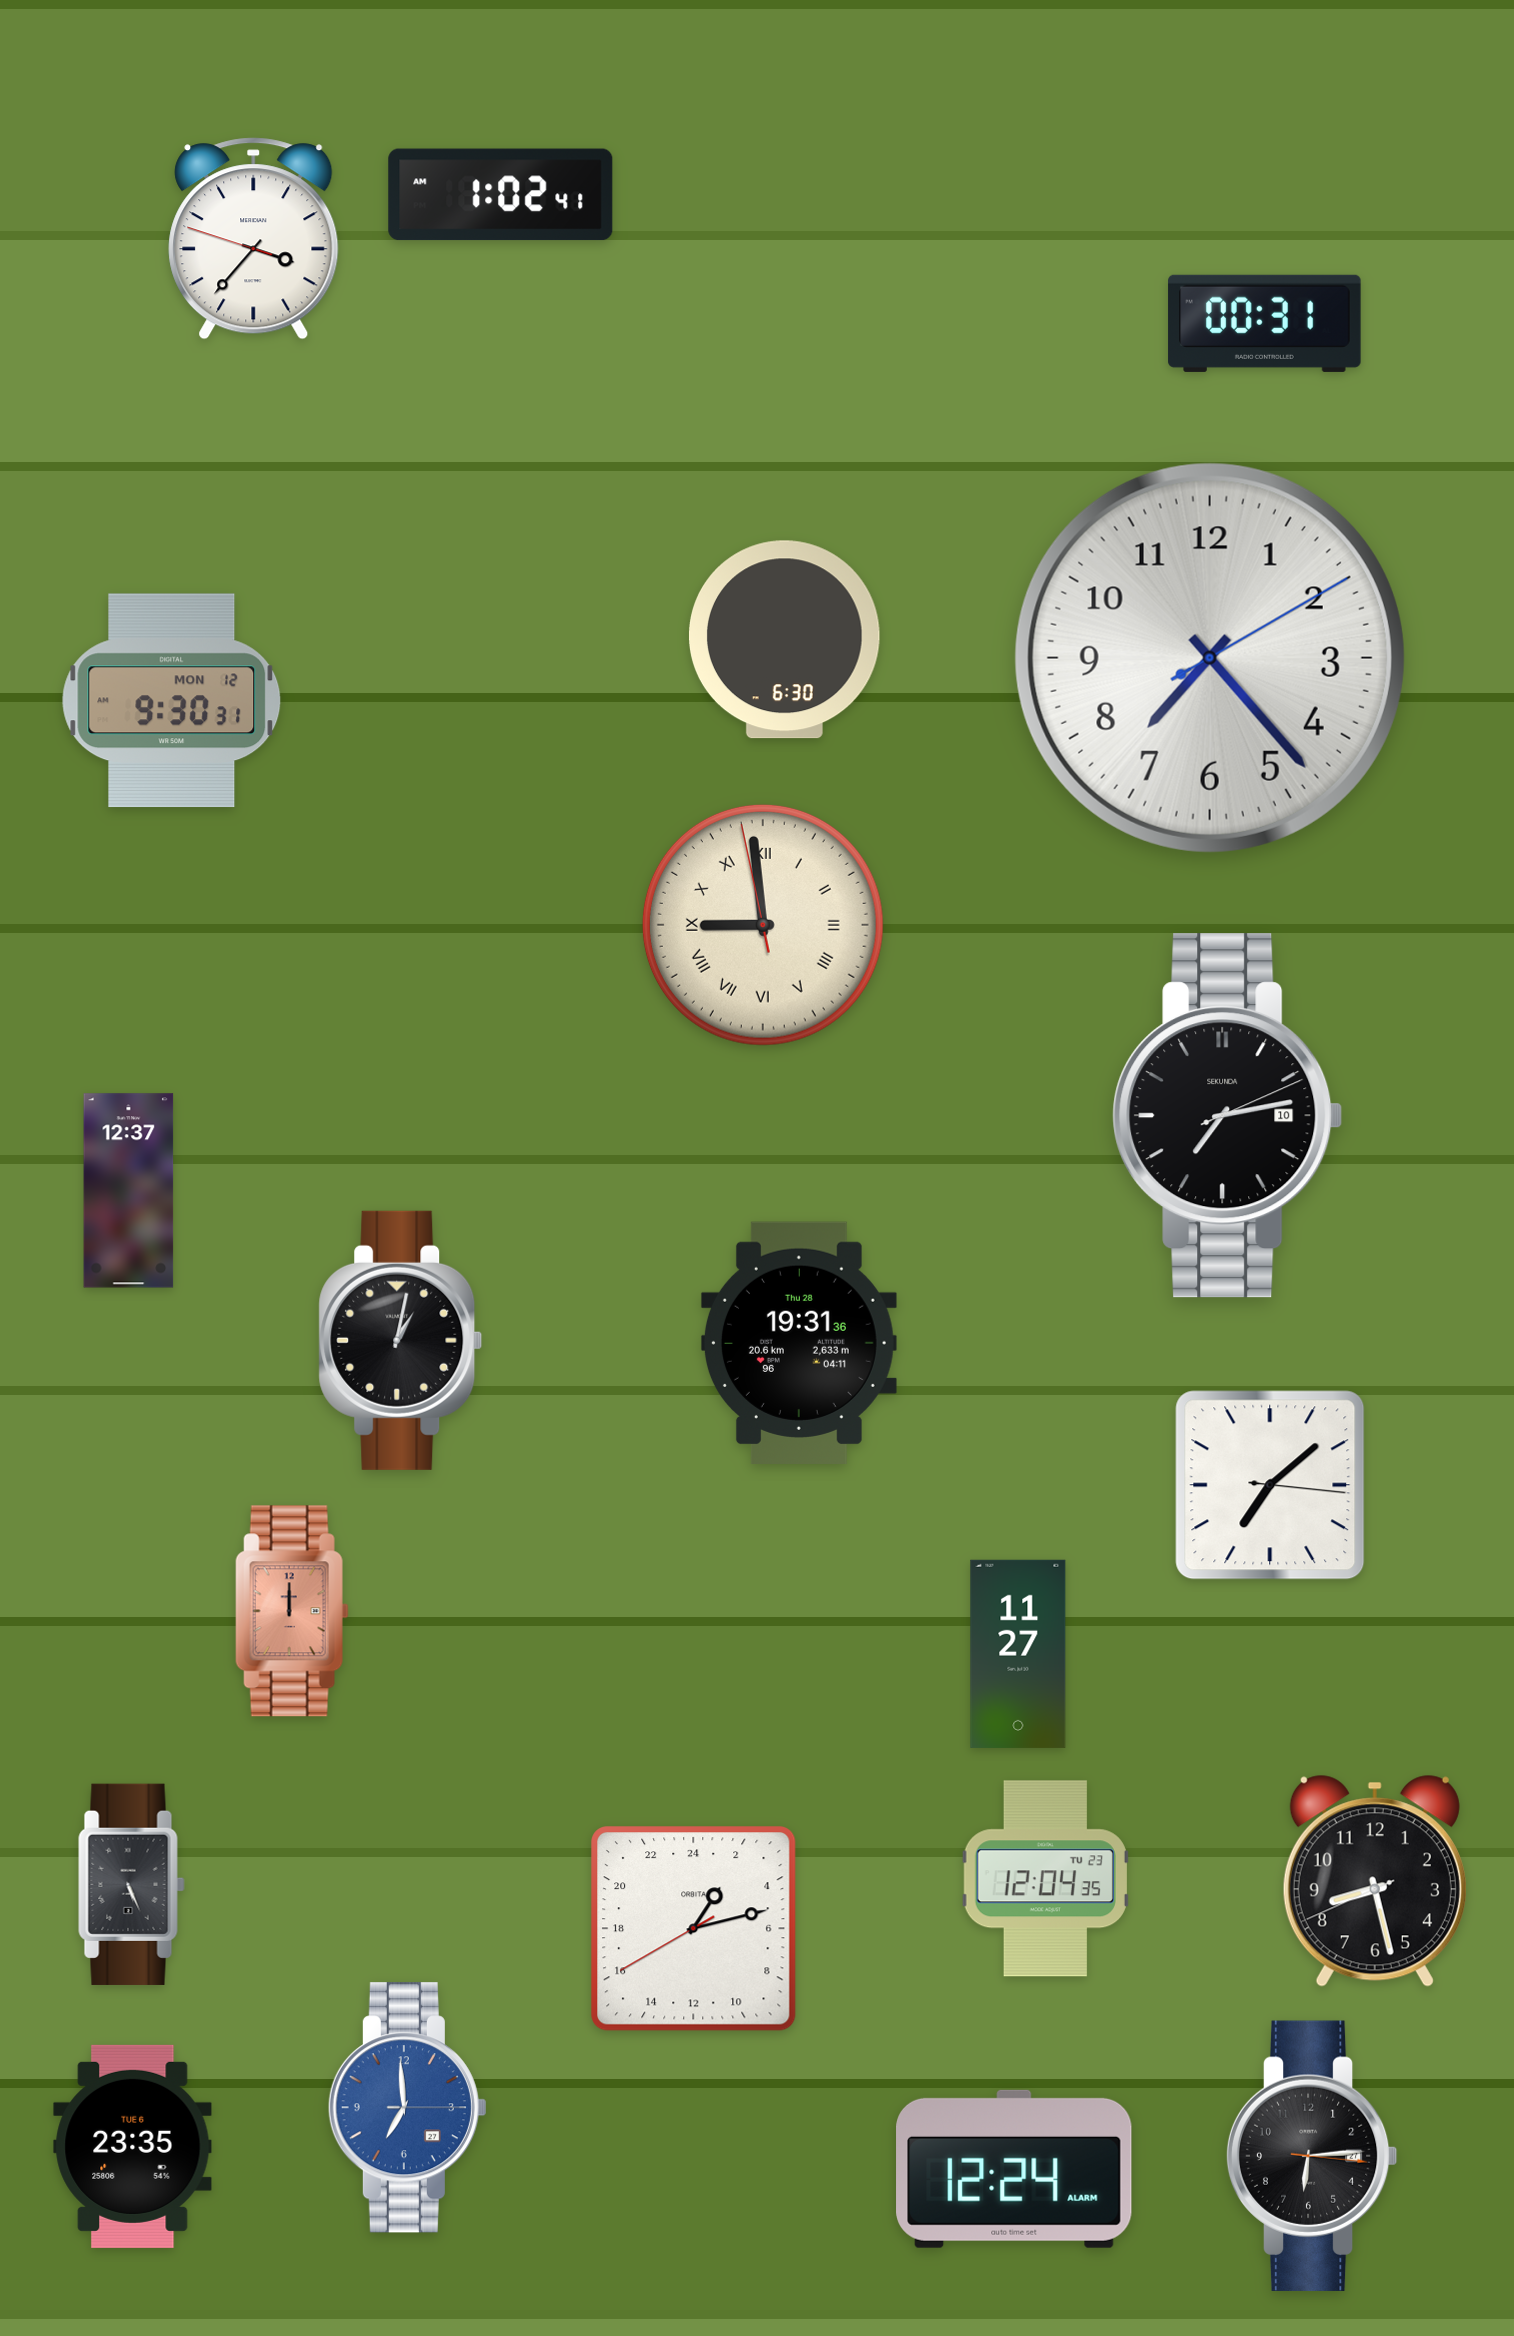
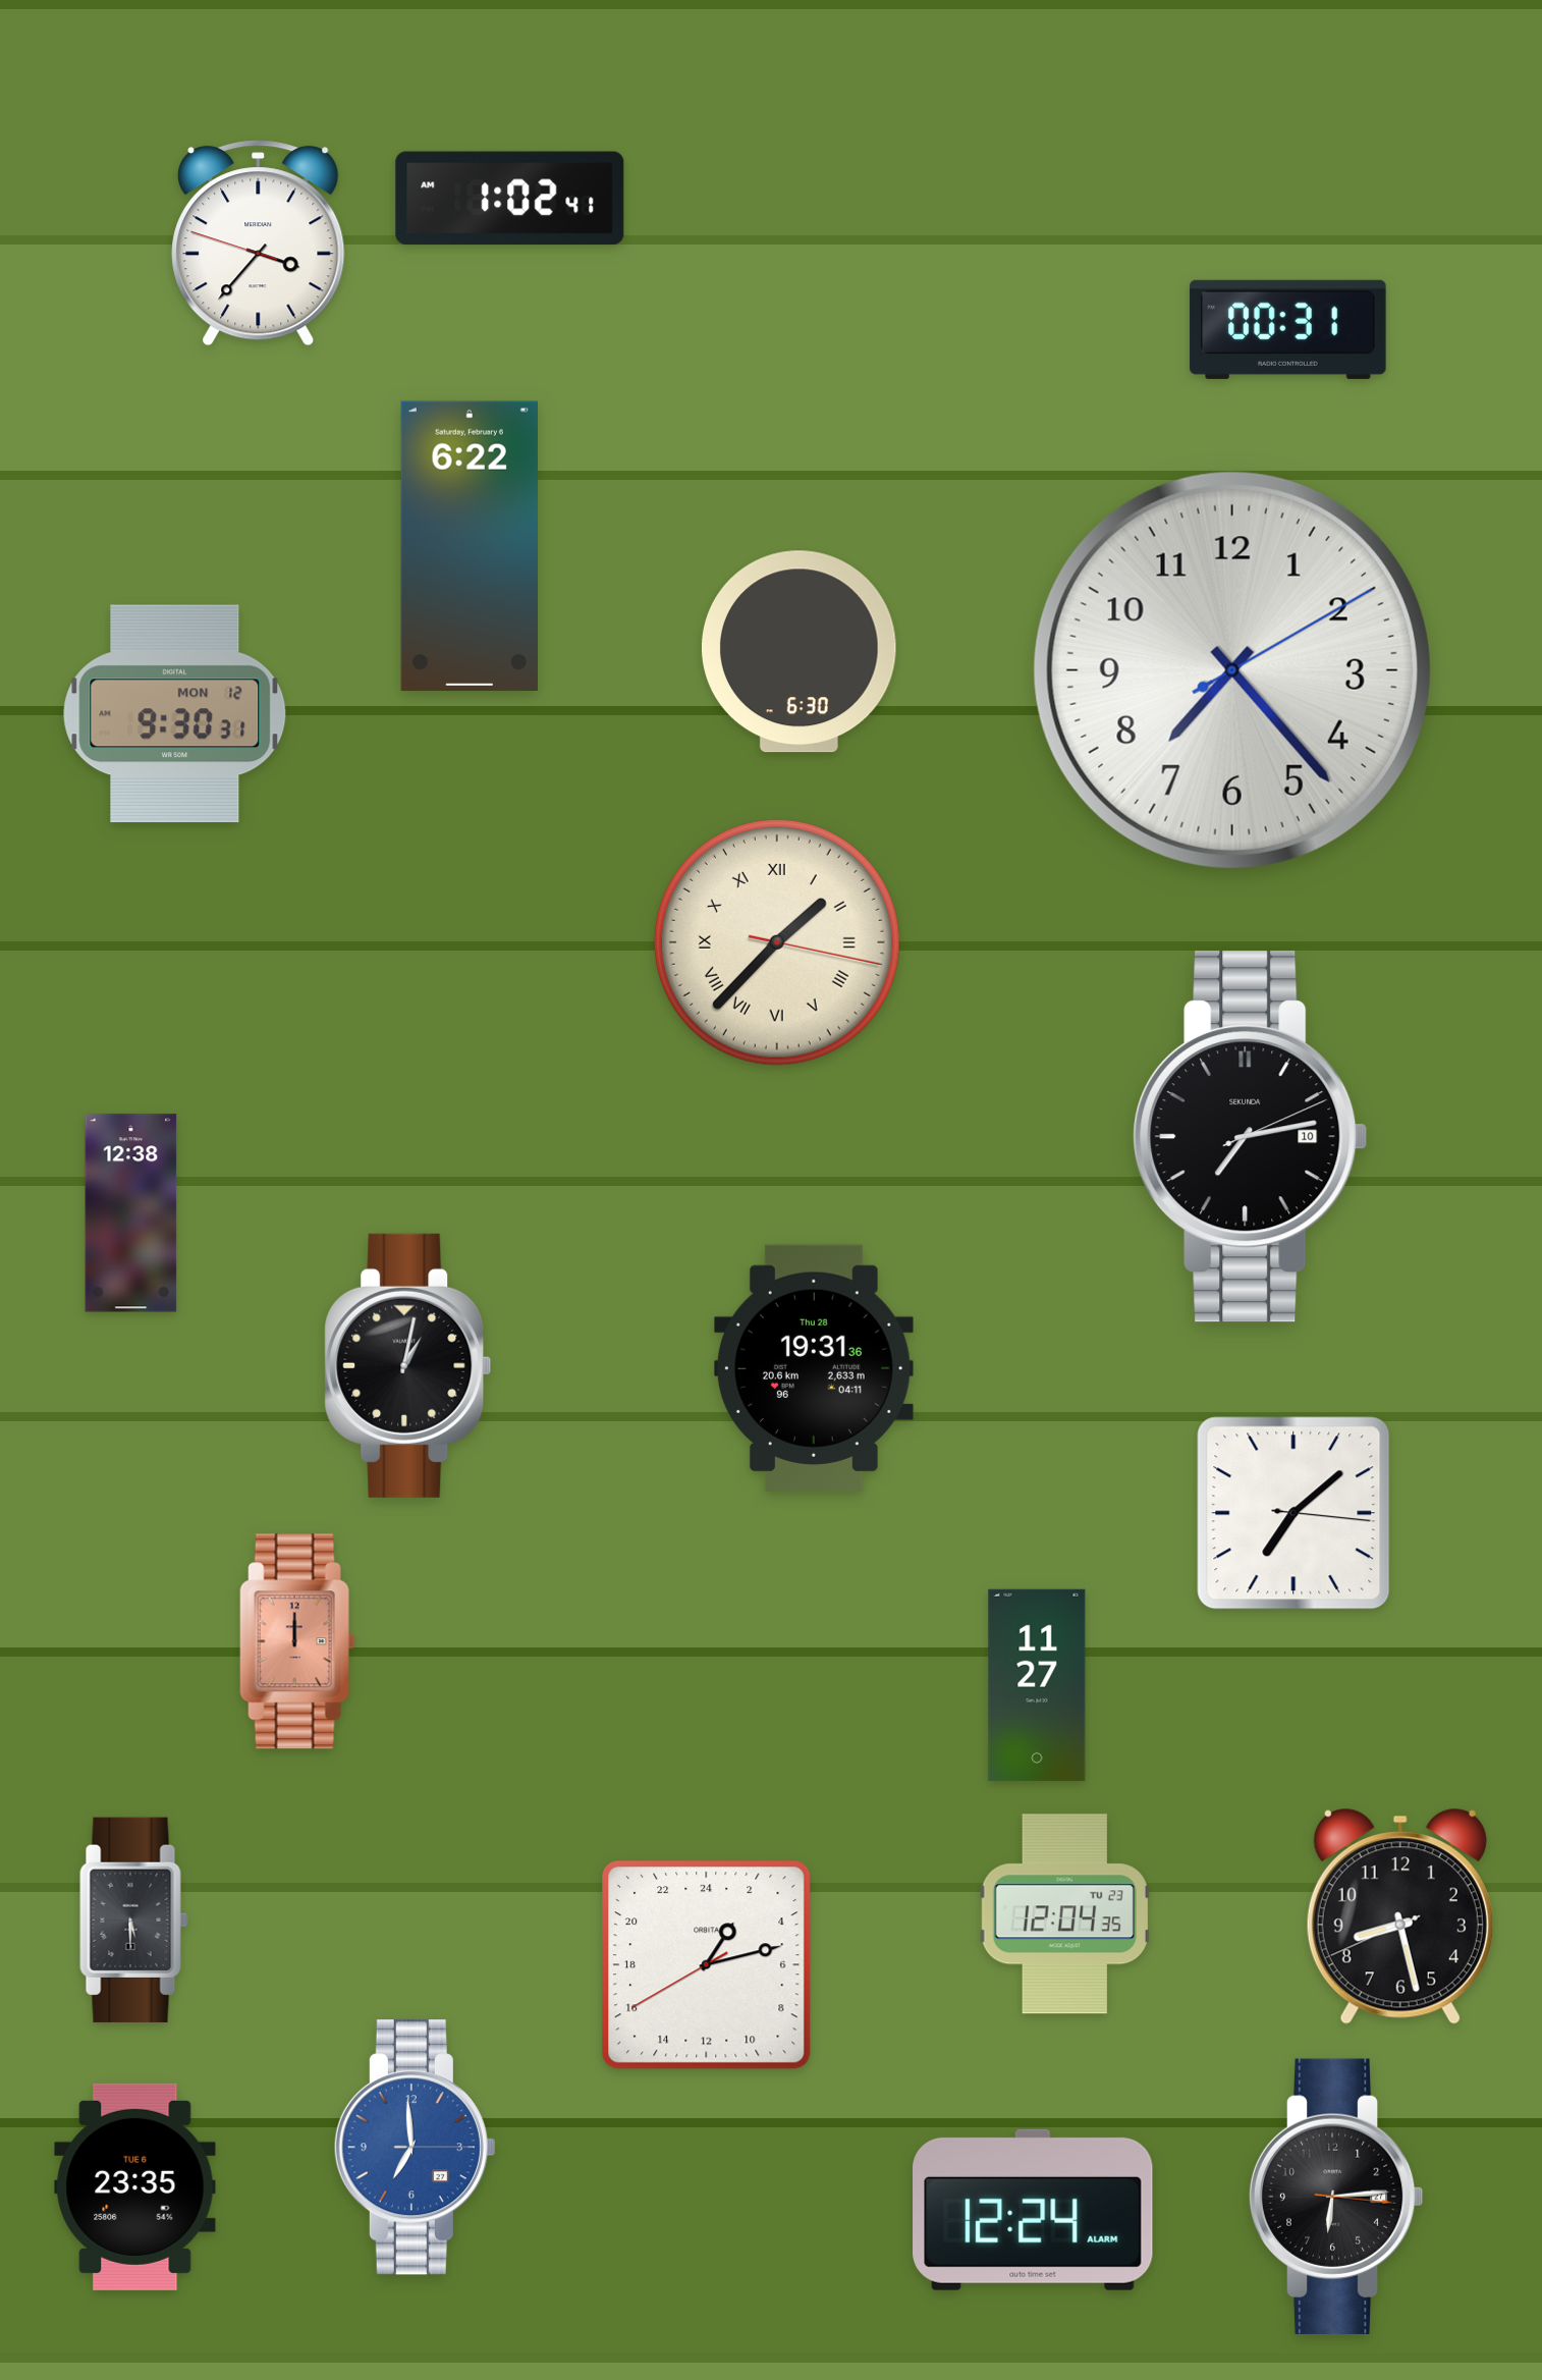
clock at (470, 545): none -> 6:22
clock at (763, 925): 8:58 -> 1:37
clock at (129, 1191): 12:37 -> 12:38
clock at (132, 1884): 5:26 -> 5:30
